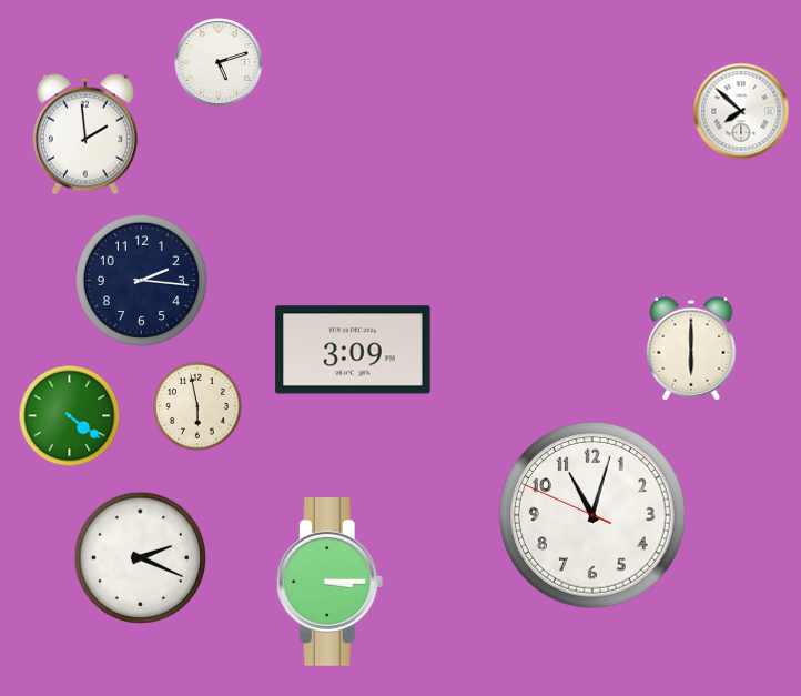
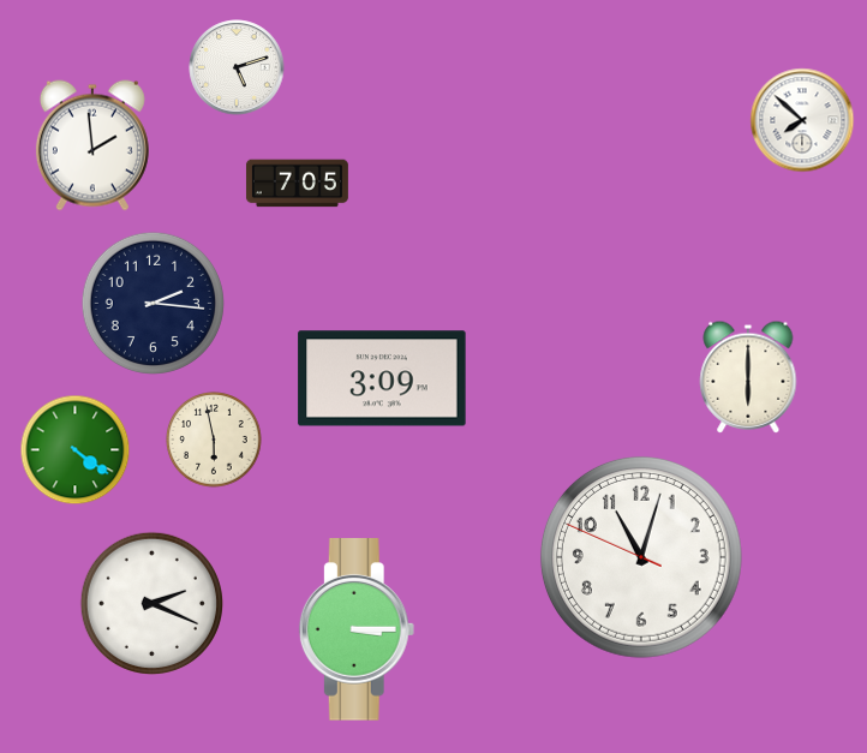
clock at (297, 184): none -> 7:05
